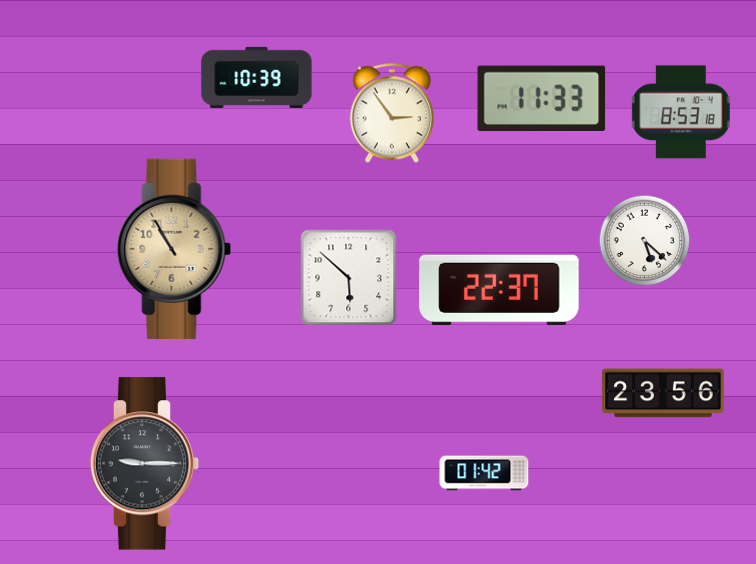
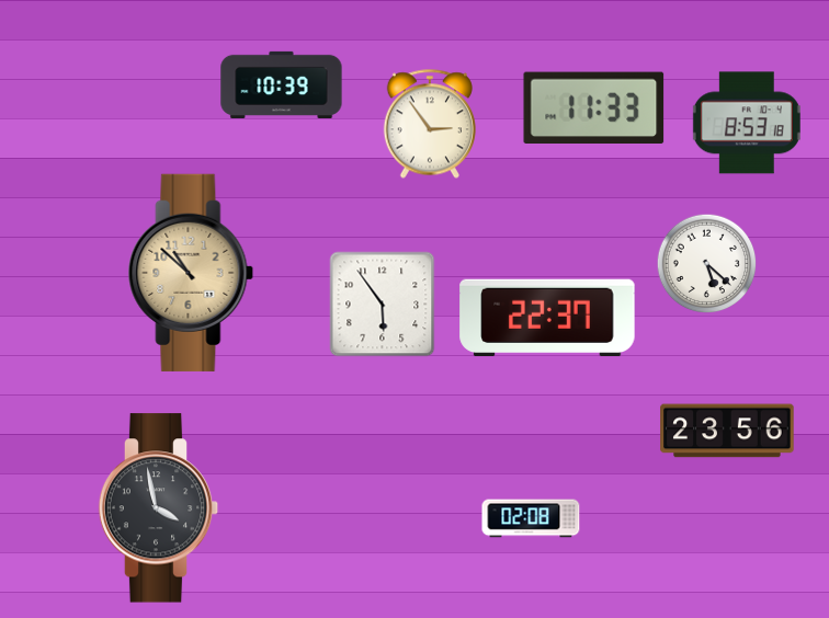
clock at (174, 249): 10:55 -> 10:52
clock at (349, 278): 5:52 -> 5:54
clock at (145, 464): 9:15 -> 3:58
clock at (484, 473): 01:42 -> 02:08
